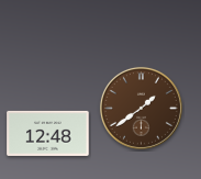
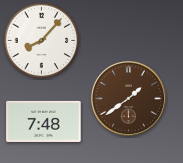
clock at (42, 41): none -> 8:07
clock at (48, 133): 12:48 -> 7:48
